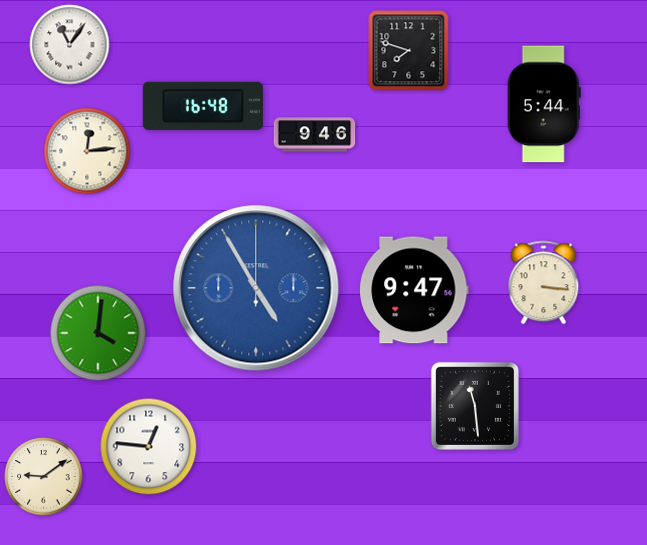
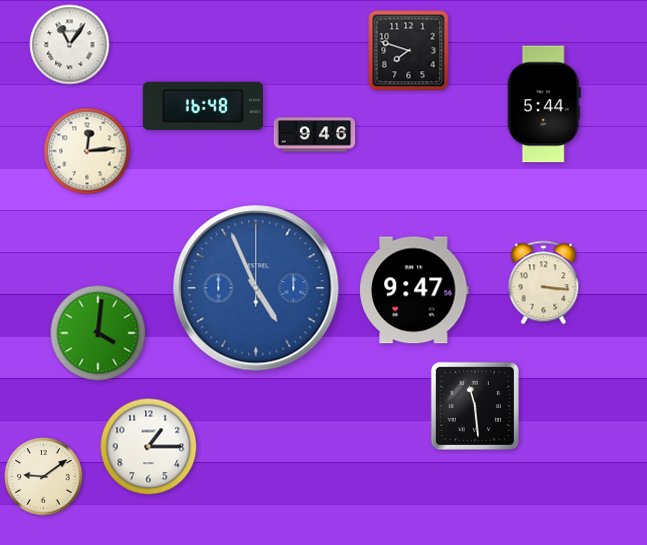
clock at (256, 288): 4:55 -> 4:56
clock at (149, 447): 12:46 -> 1:15
